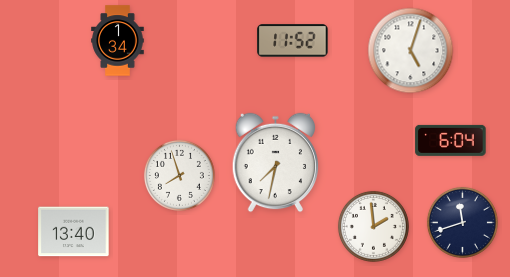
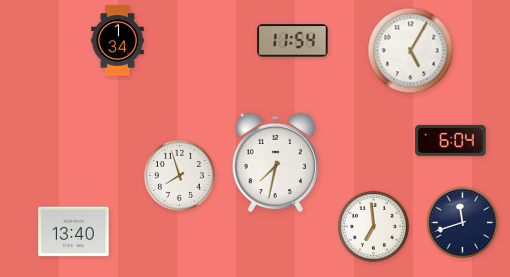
clock at (293, 41): 11:52 -> 11:54
clock at (411, 51): 5:03 -> 5:05
clock at (373, 226): 1:59 -> 6:59
